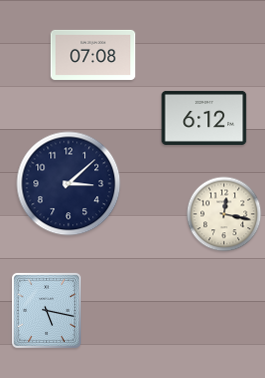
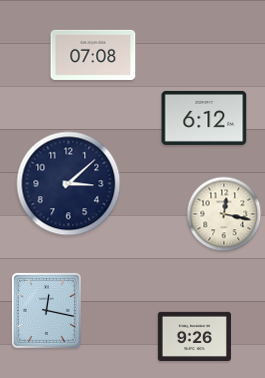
clock at (46, 310): 5:17 -> 12:17
clock at (194, 336): none -> 9:26
